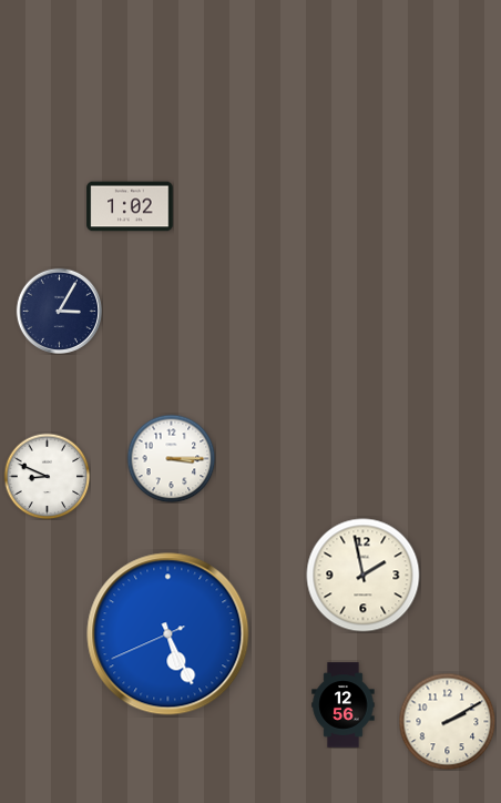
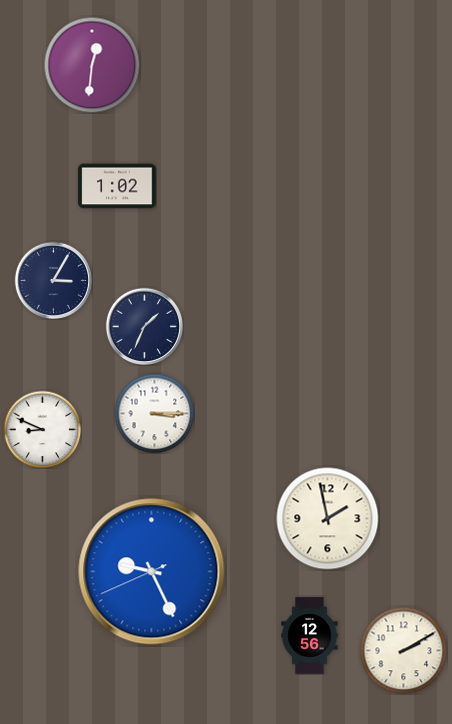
clock at (92, 65): none -> 12:31
clock at (144, 326): none -> 1:34
clock at (168, 634): 5:25 -> 9:25
